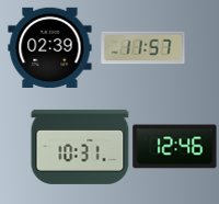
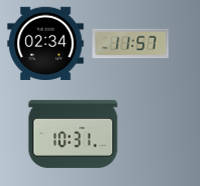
clock at (50, 47): 02:39 -> 02:34
clock at (175, 147): 12:46 -> none
